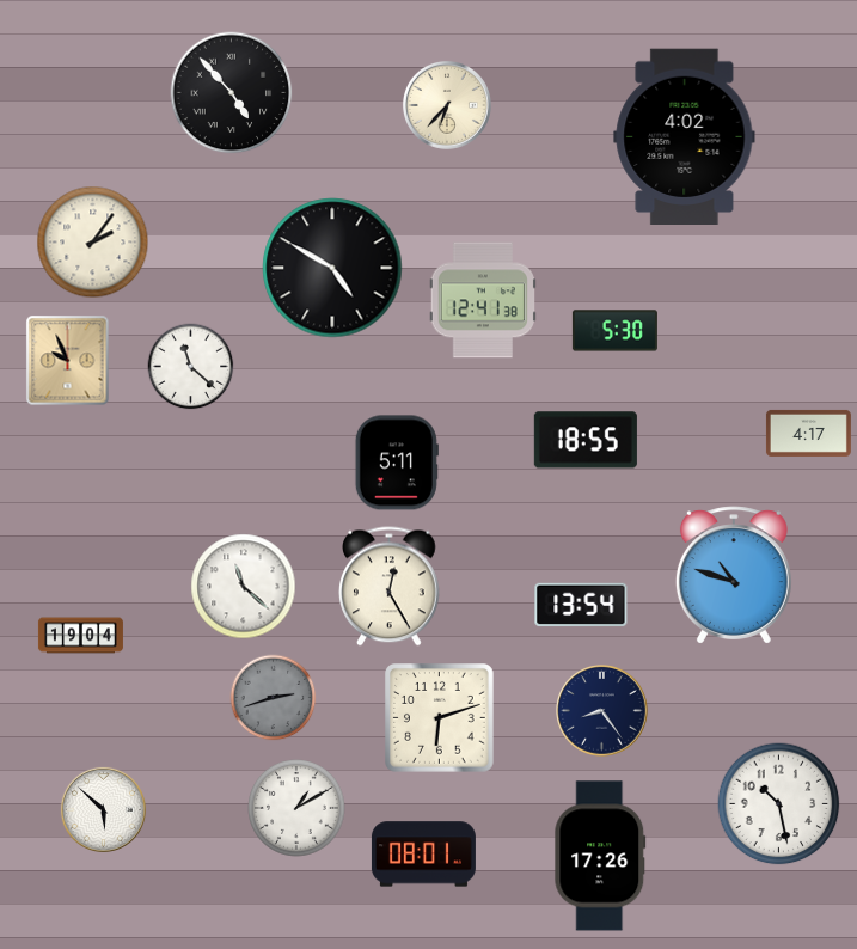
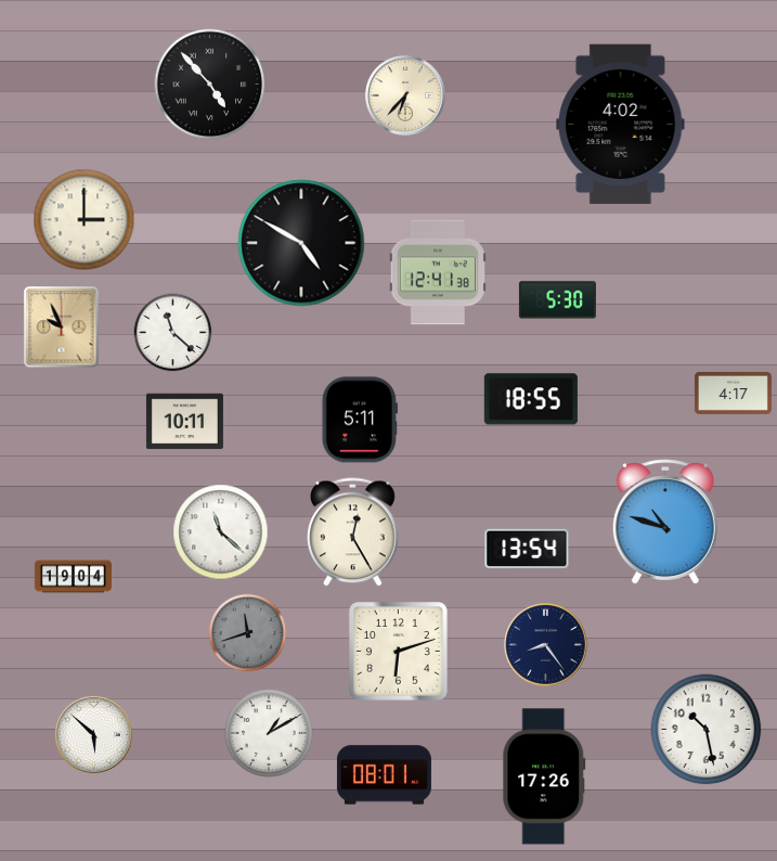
clock at (93, 243): 2:06 -> 3:00
clock at (184, 422): none -> 10:11
clock at (274, 698): 2:42 -> 11:42
